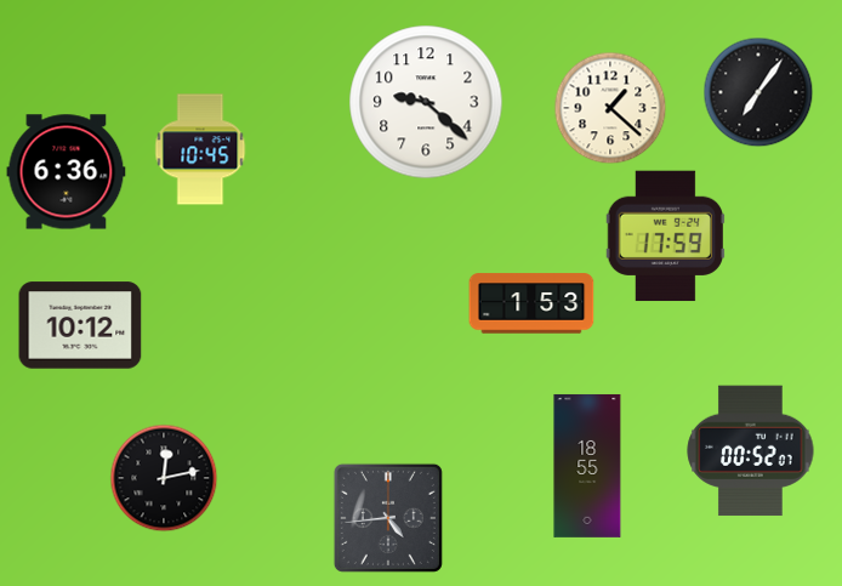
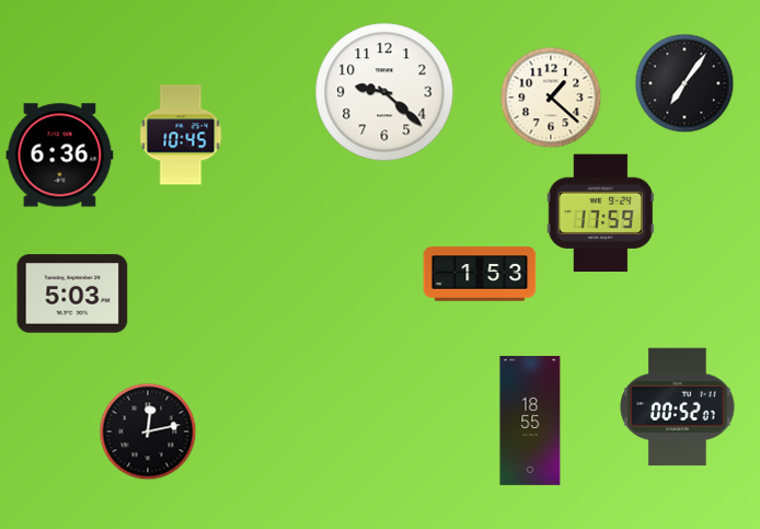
clock at (80, 325): 10:12 -> 5:03
clock at (388, 518): 4:44 -> none
